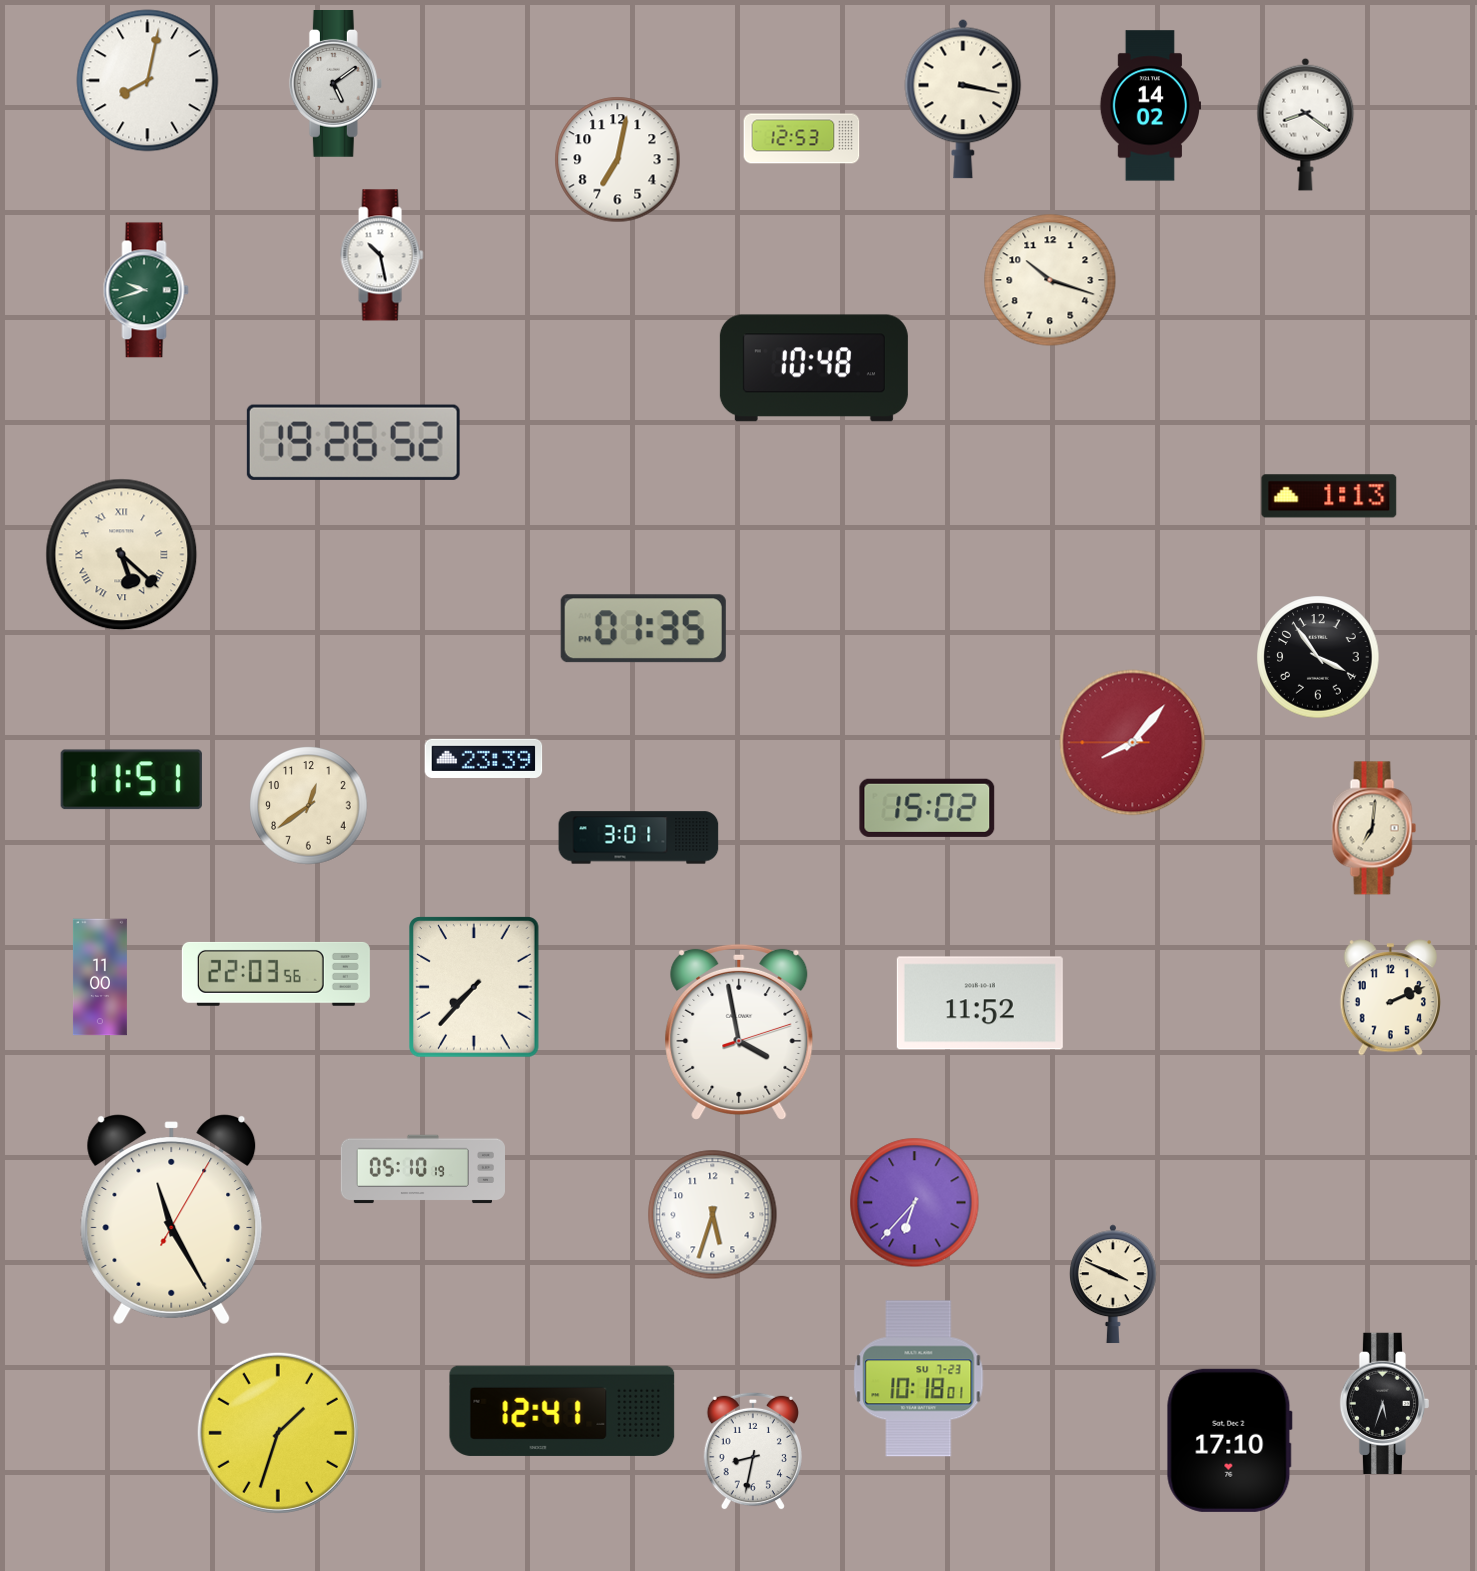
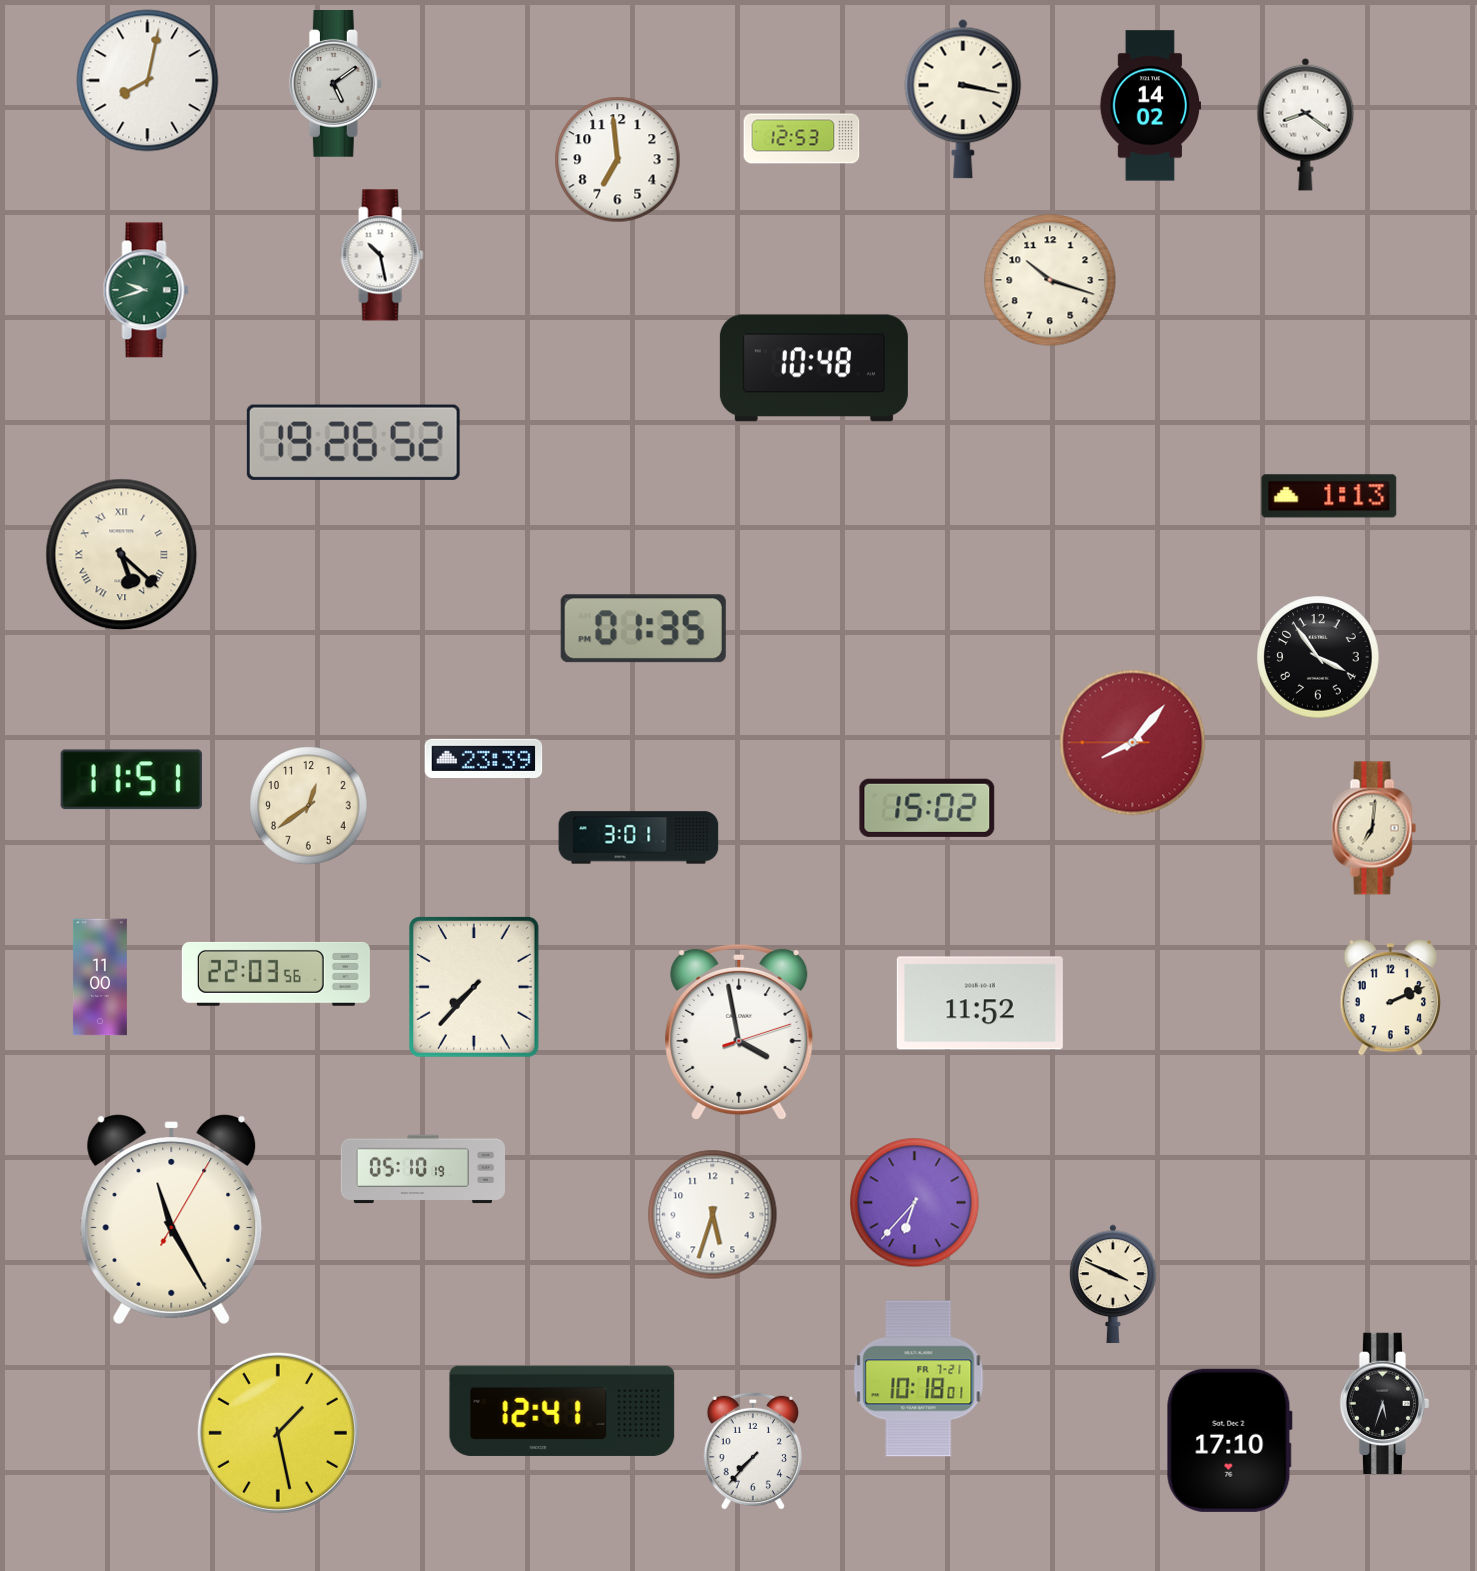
clock at (618, 160): 7:02 -> 6:59
clock at (919, 1379) date: SU 7-23 -> FR 7-21
clock at (278, 1433): 1:33 -> 1:28
clock at (753, 1451): 8:32 -> 7:37
